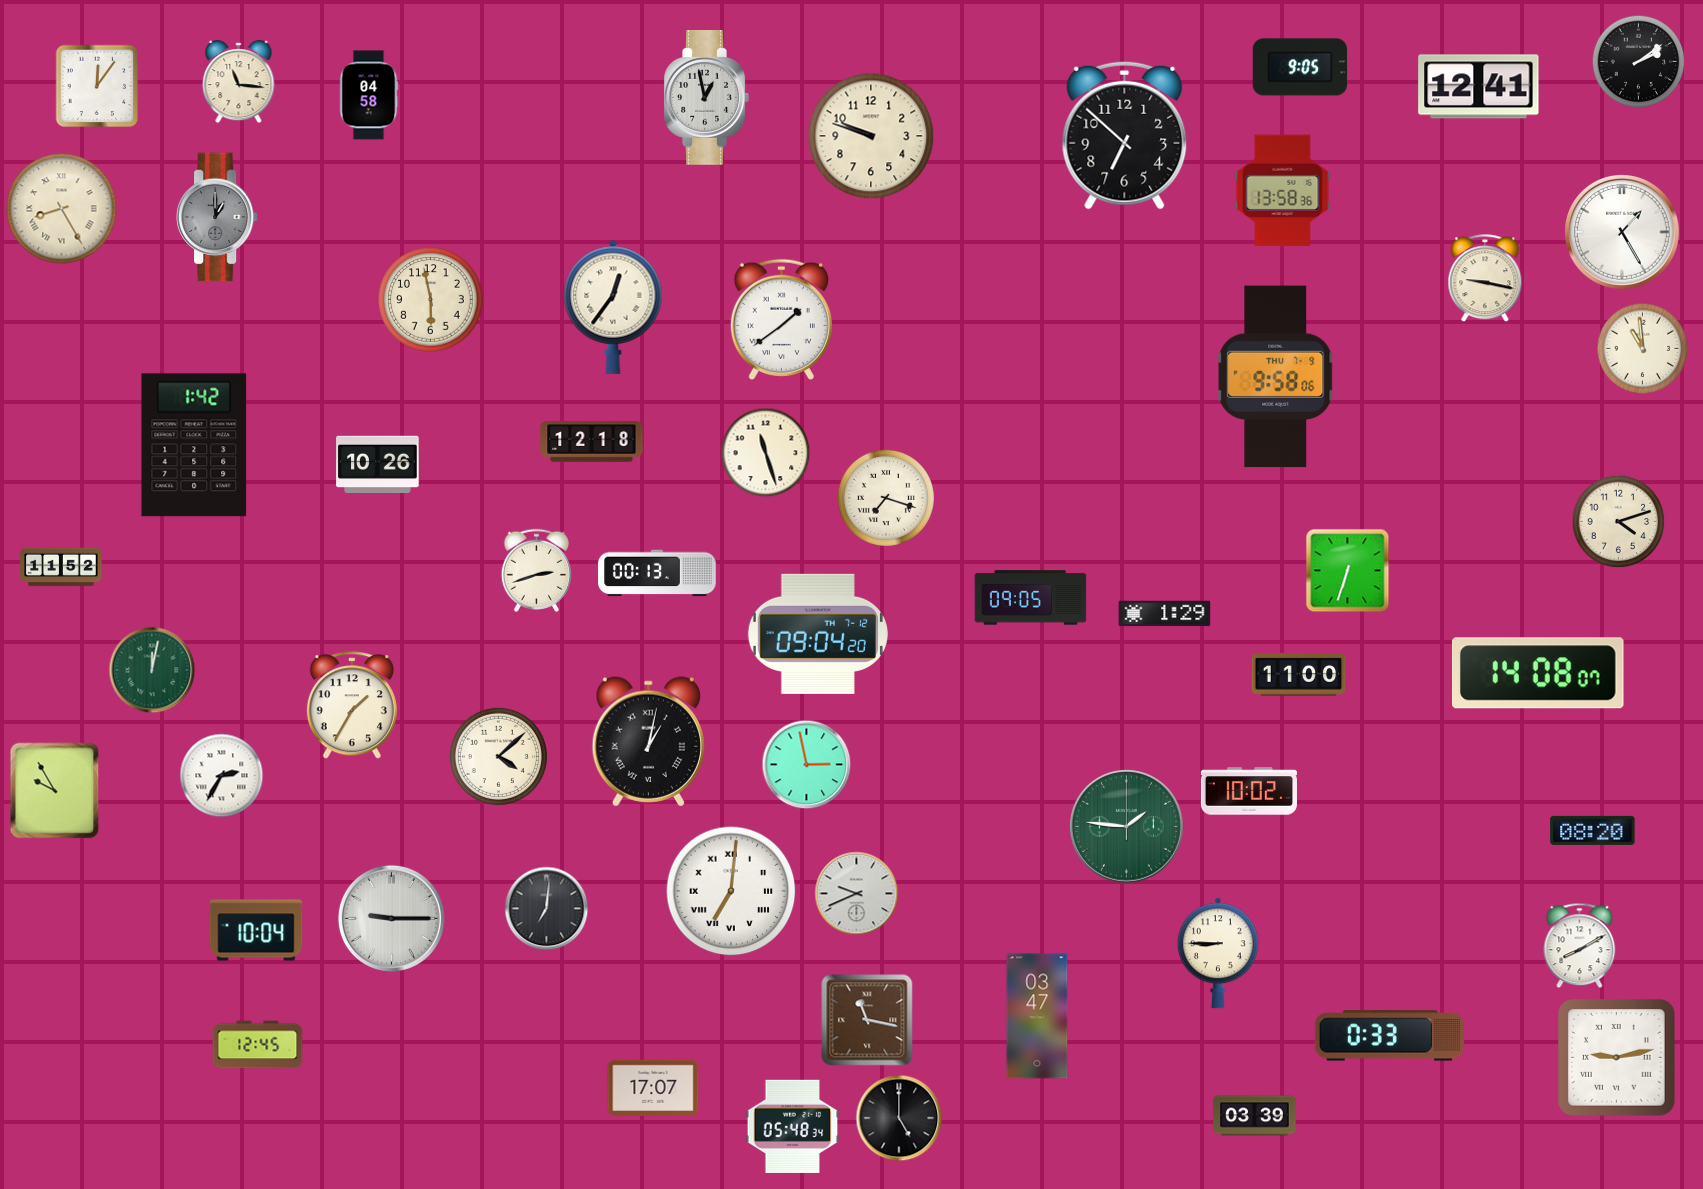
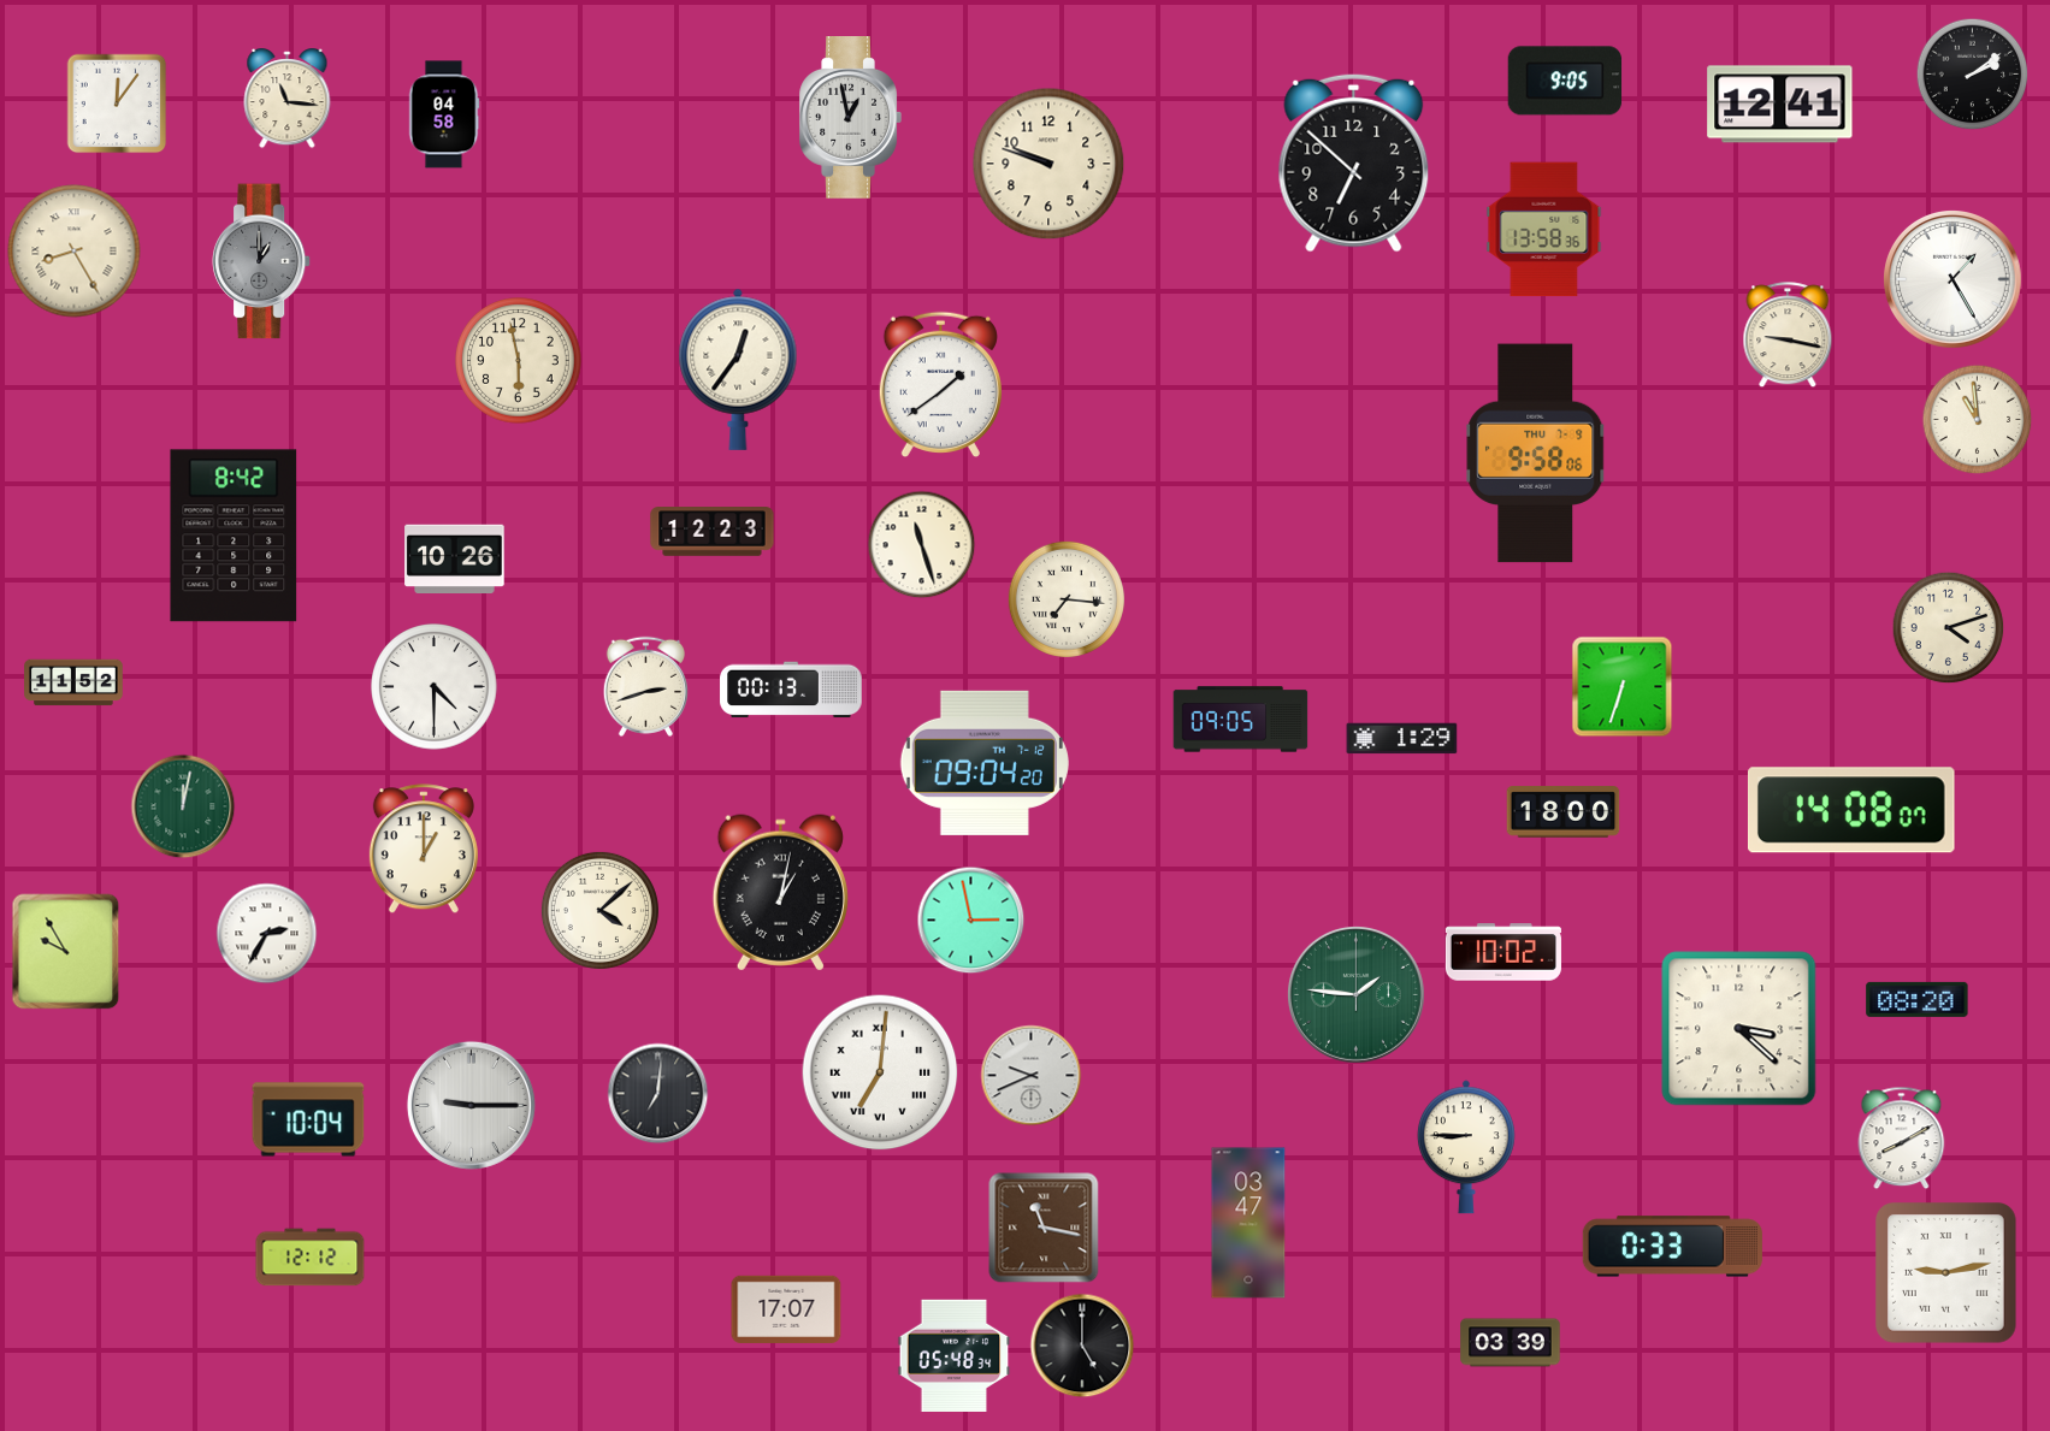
clock at (592, 442): 12:18 -> 12:23
clock at (194, 445): 1:42 -> 8:42
clock at (886, 498): 7:18 -> 7:16
clock at (435, 687): none -> 4:30
clock at (1299, 675): 11:00 -> 18:00
clock at (352, 706): 1:35 -> 1:00
clock at (1739, 1029): none -> 3:22
clock at (258, 1045): 12:45 -> 12:12
